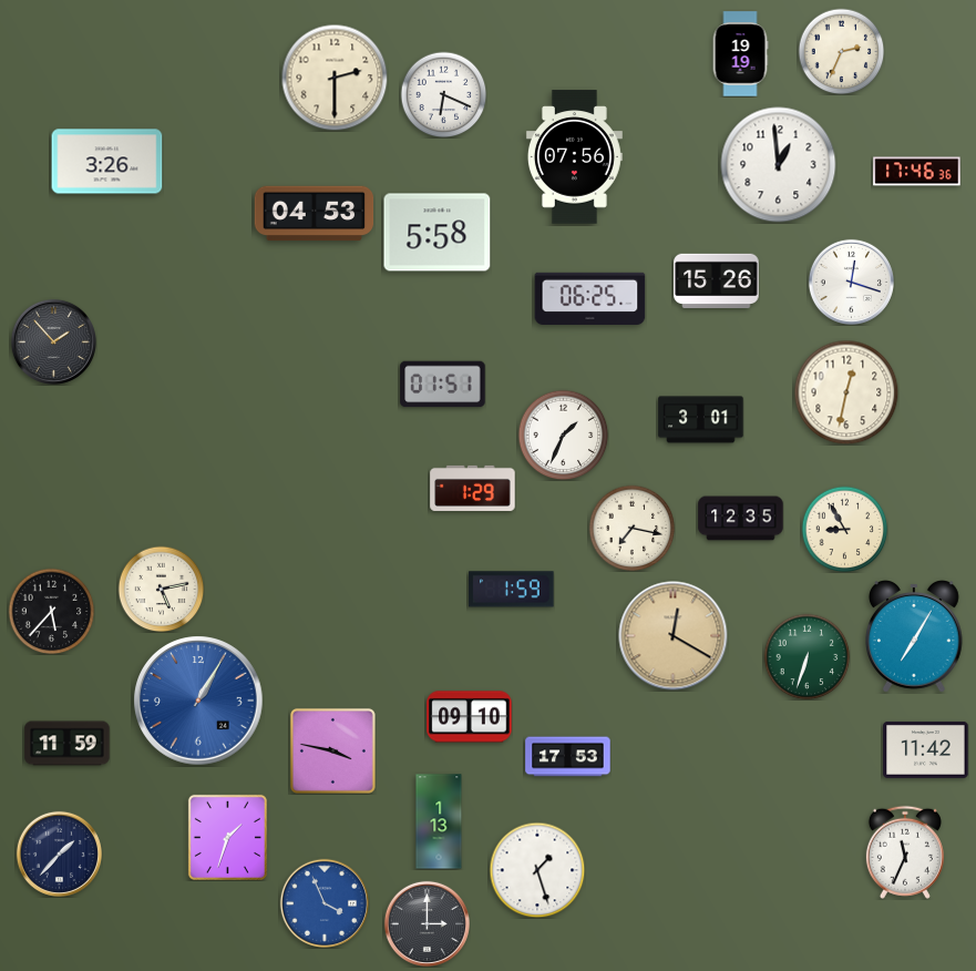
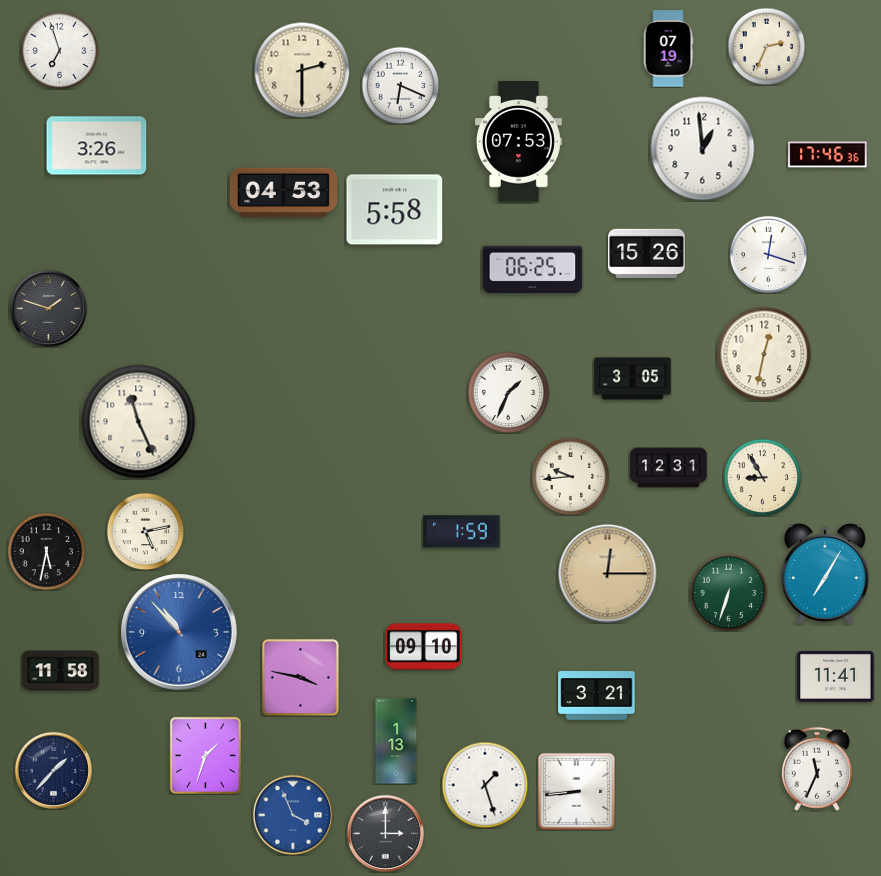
clock at (841, 51) position: (841, 51) -> (766, 46)
clock at (740, 54): 19:19 -> 07:19
clock at (59, 50): none -> 6:57
clock at (574, 157): 07:56 -> 07:53
clock at (53, 341): 1:53 -> 1:48
clock at (443, 385): 01:51 -> none
clock at (701, 420): 3:01 -> 3:05
clock at (139, 422): none -> 11:26
clock at (473, 488): 1:29 -> none
clock at (741, 519): 12:35 -> 12:31
clock at (631, 528): 7:17 -> 9:44
clock at (51, 611): 5:37 -> 5:32
clock at (674, 636): 12:20 -> 12:15
clock at (198, 701): 1:05 -> 10:53
clock at (68, 744): 11:59 -> 11:58
clock at (926, 749): 11:42 -> 11:41
clock at (568, 757): 17:53 -> none
clock at (597, 696): none -> 3:21
clock at (576, 791): none -> 8:44
